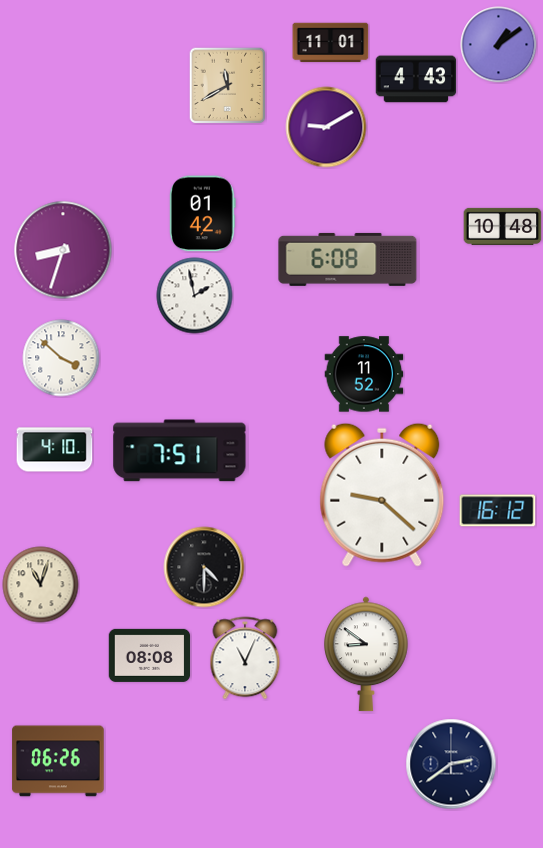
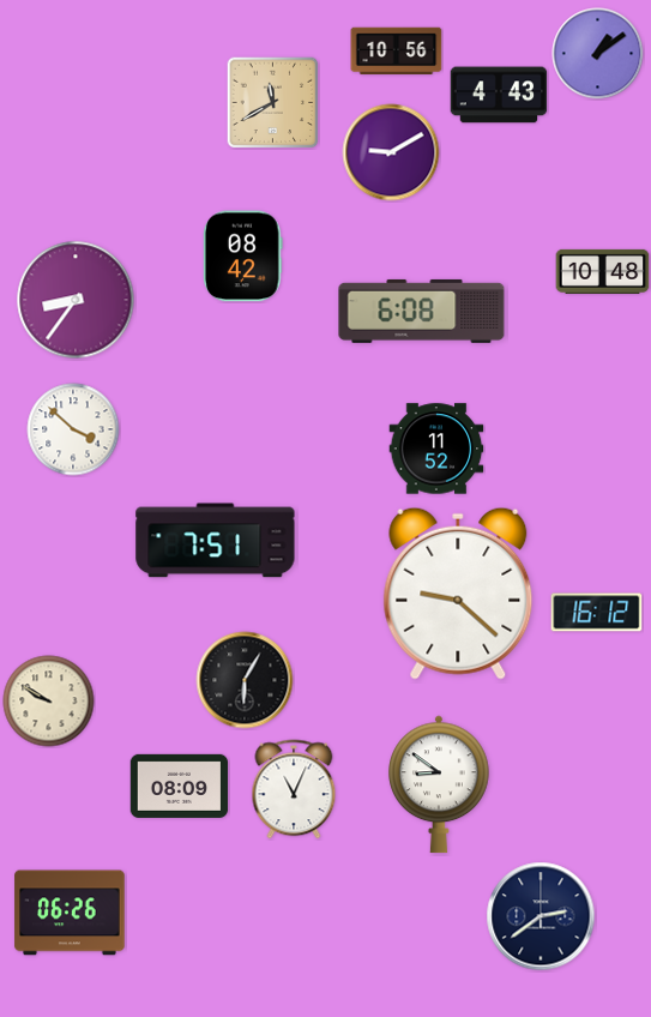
clock at (331, 43): 11:01 -> 10:56
clock at (202, 214): 01:42 -> 08:42
clock at (63, 250): 8:33 -> 8:36
clock at (348, 259) position: (348, 259) -> (422, 311)
clock at (195, 296): 1:58 -> none
clock at (55, 450): 4:10 -> none
clock at (204, 567): 4:30 -> 6:05
clock at (41, 585): 11:03 -> 9:50
clock at (150, 655): 08:08 -> 08:09
